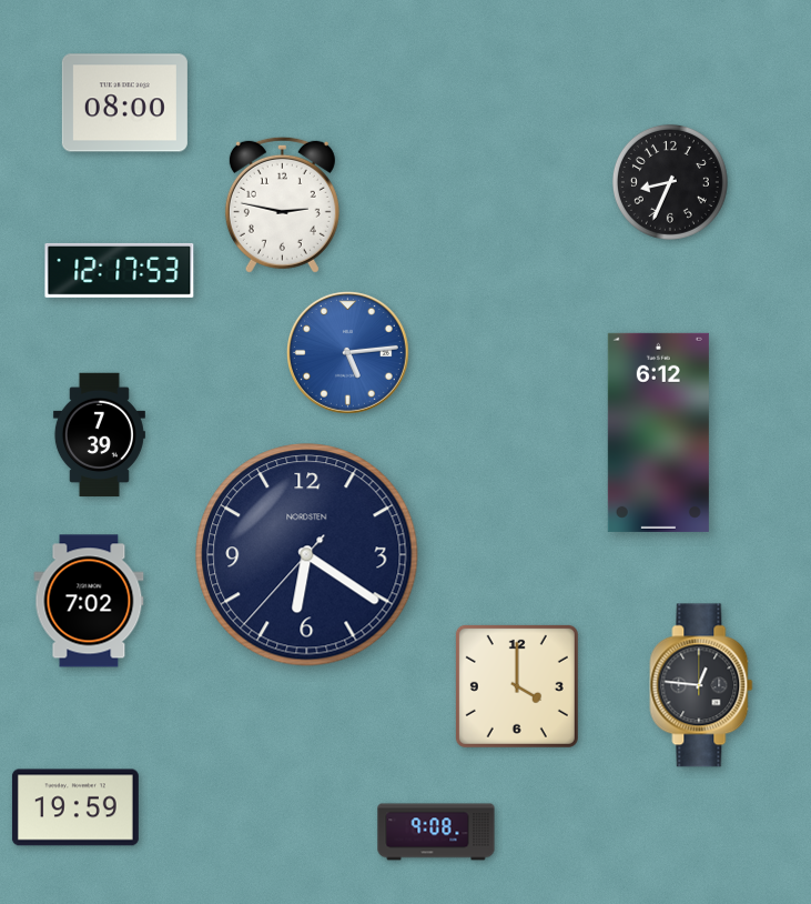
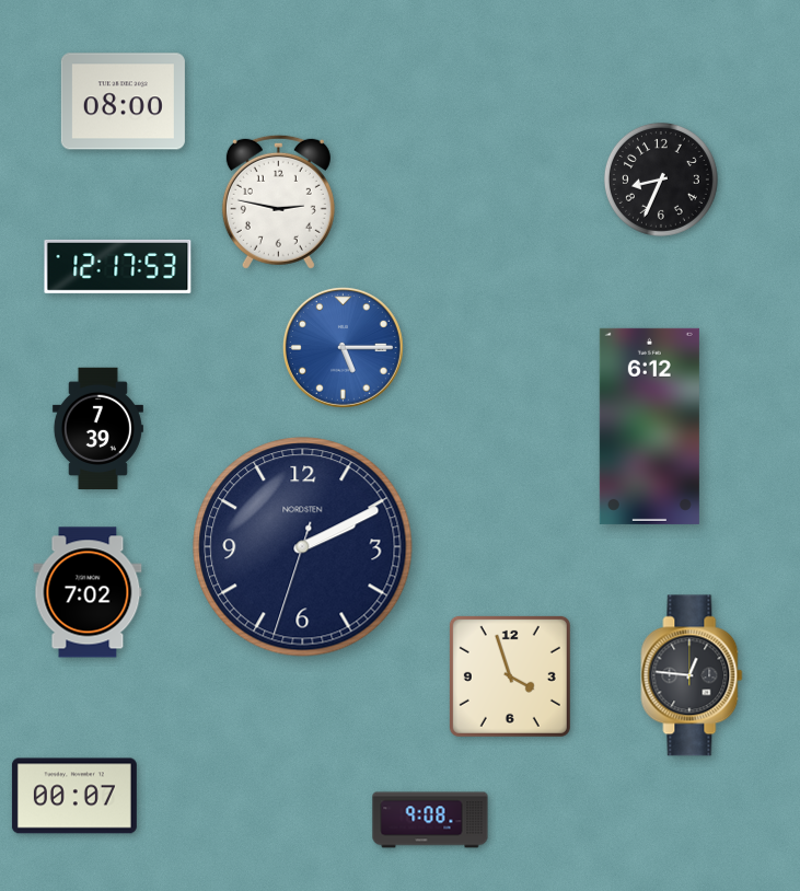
clock at (347, 352): 5:14 -> 5:15
clock at (307, 555): 6:20 -> 2:10
clock at (517, 686): 4:00 -> 3:57
clock at (75, 807): 19:59 -> 00:07
